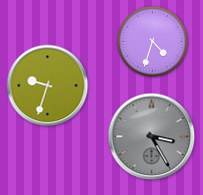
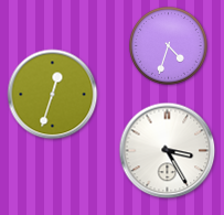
clock at (48, 86): 9:33 -> 12:33
clock at (152, 137) dial: grey -> white
